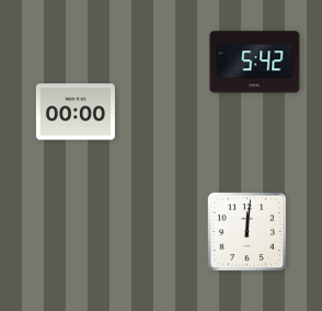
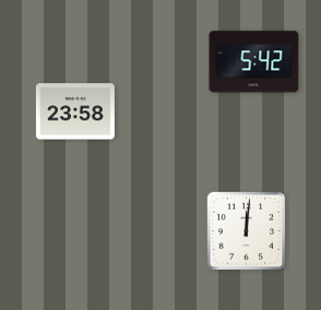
clock at (76, 112): 00:00 -> 23:58
